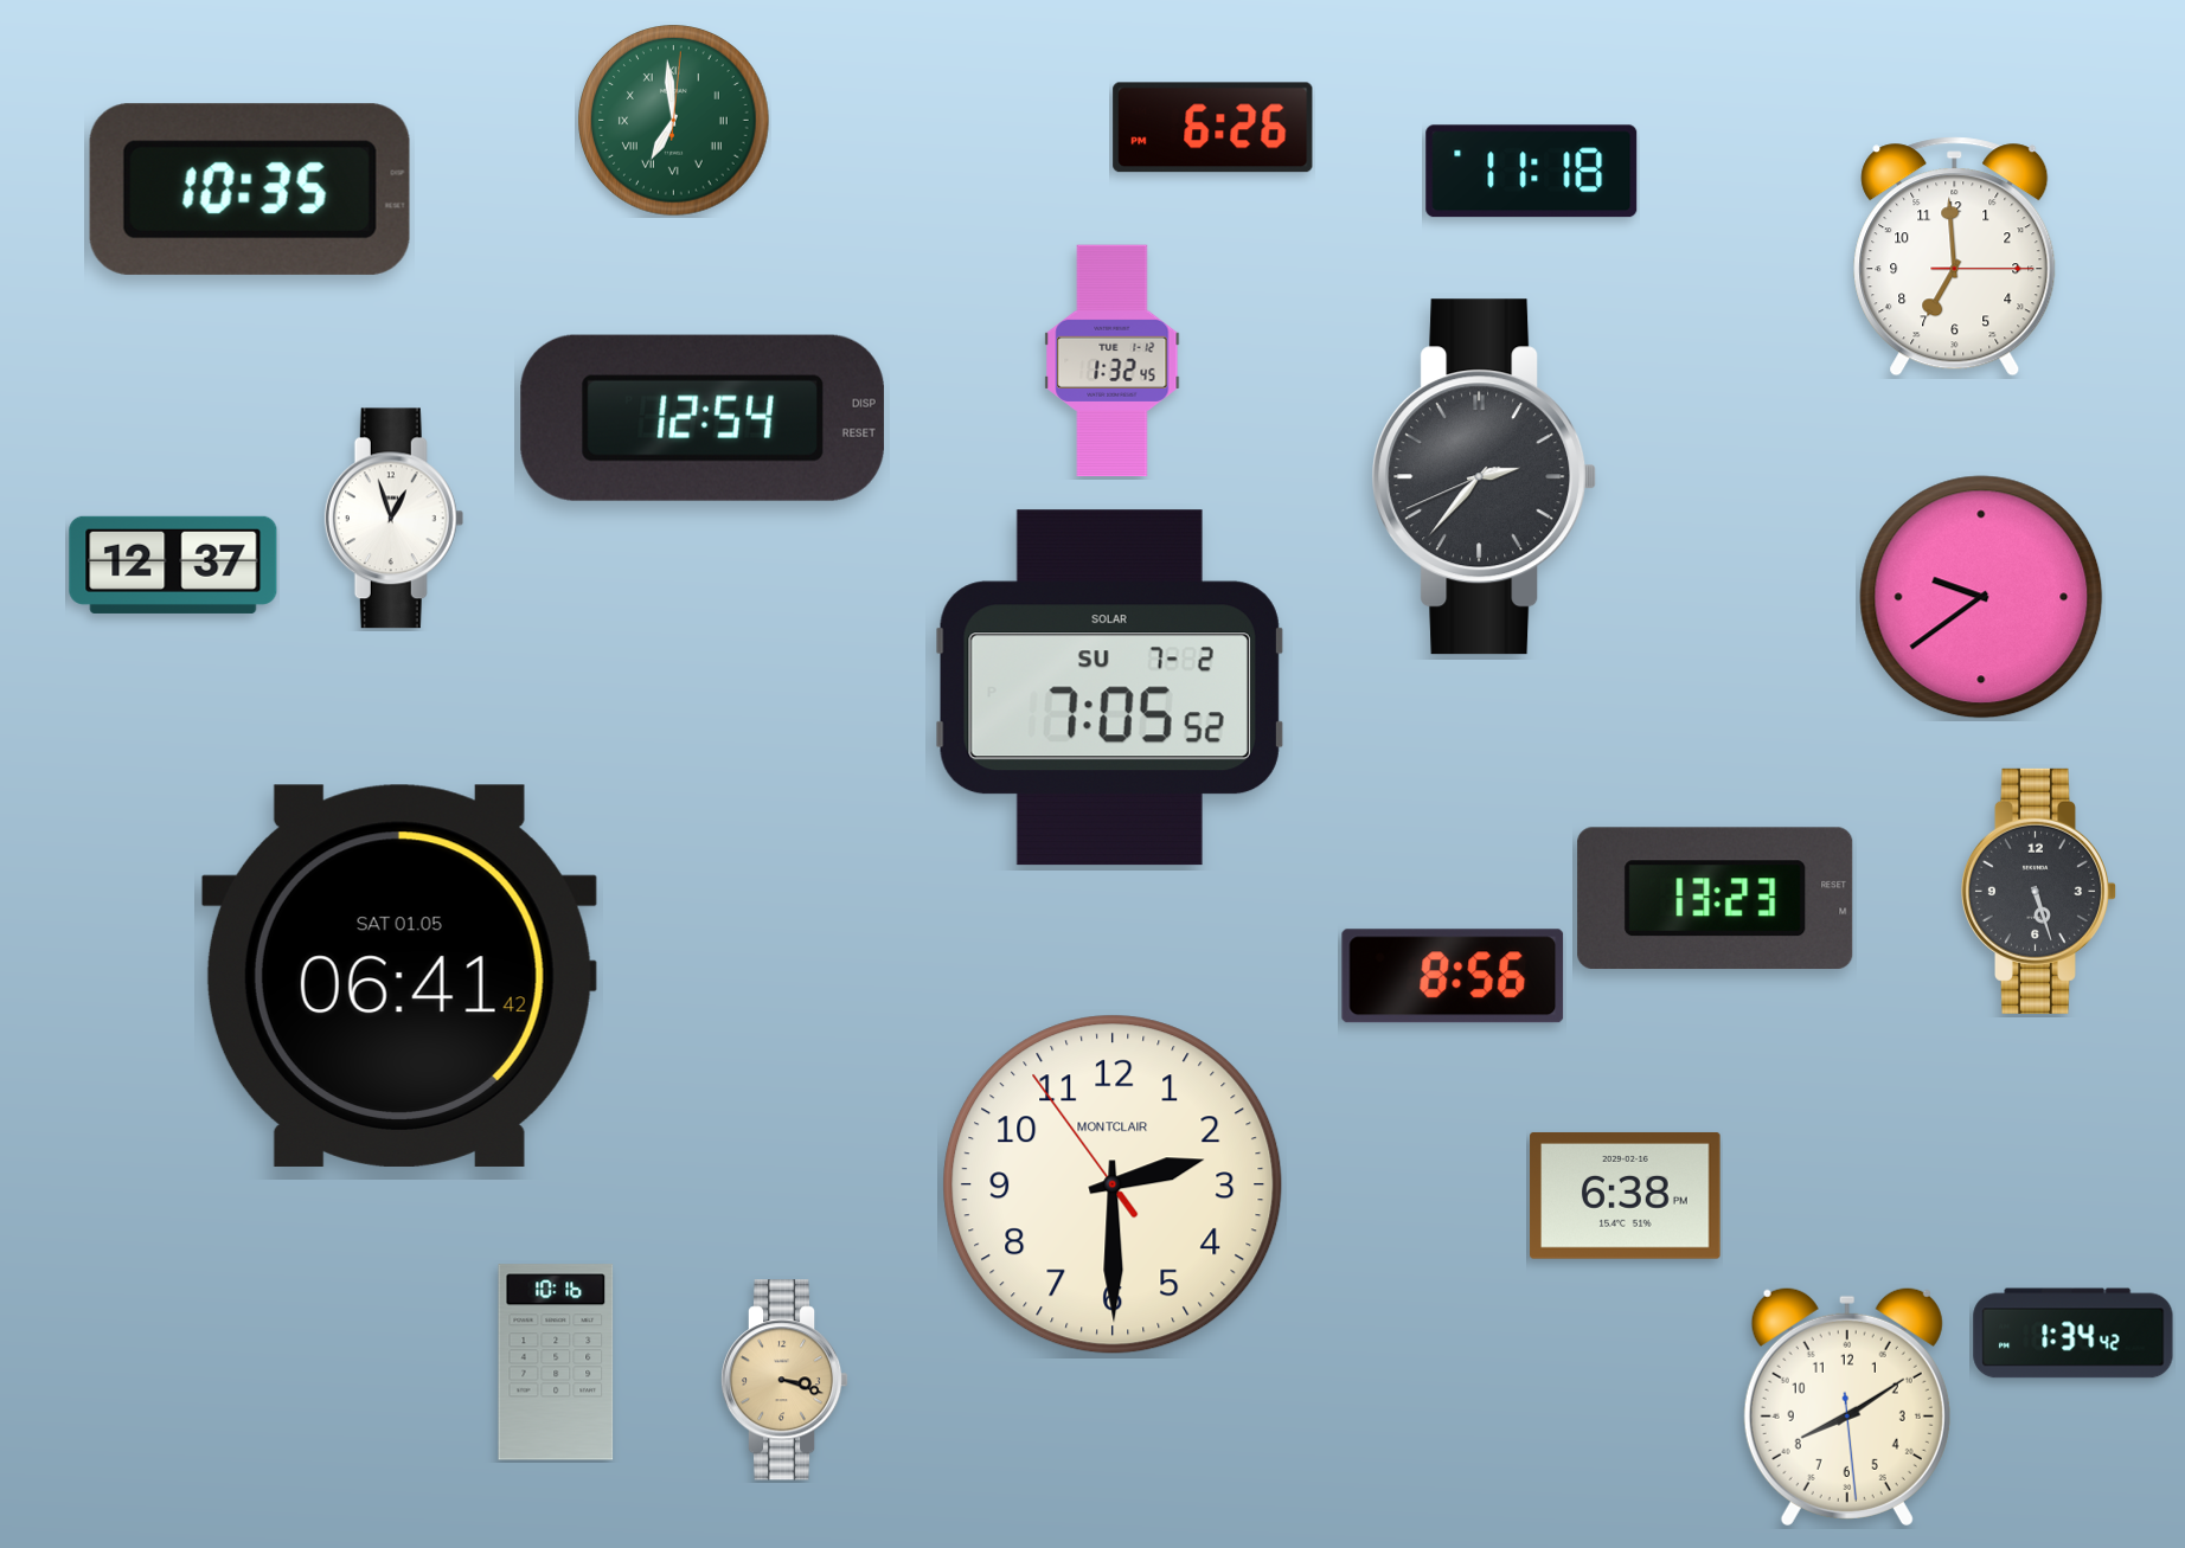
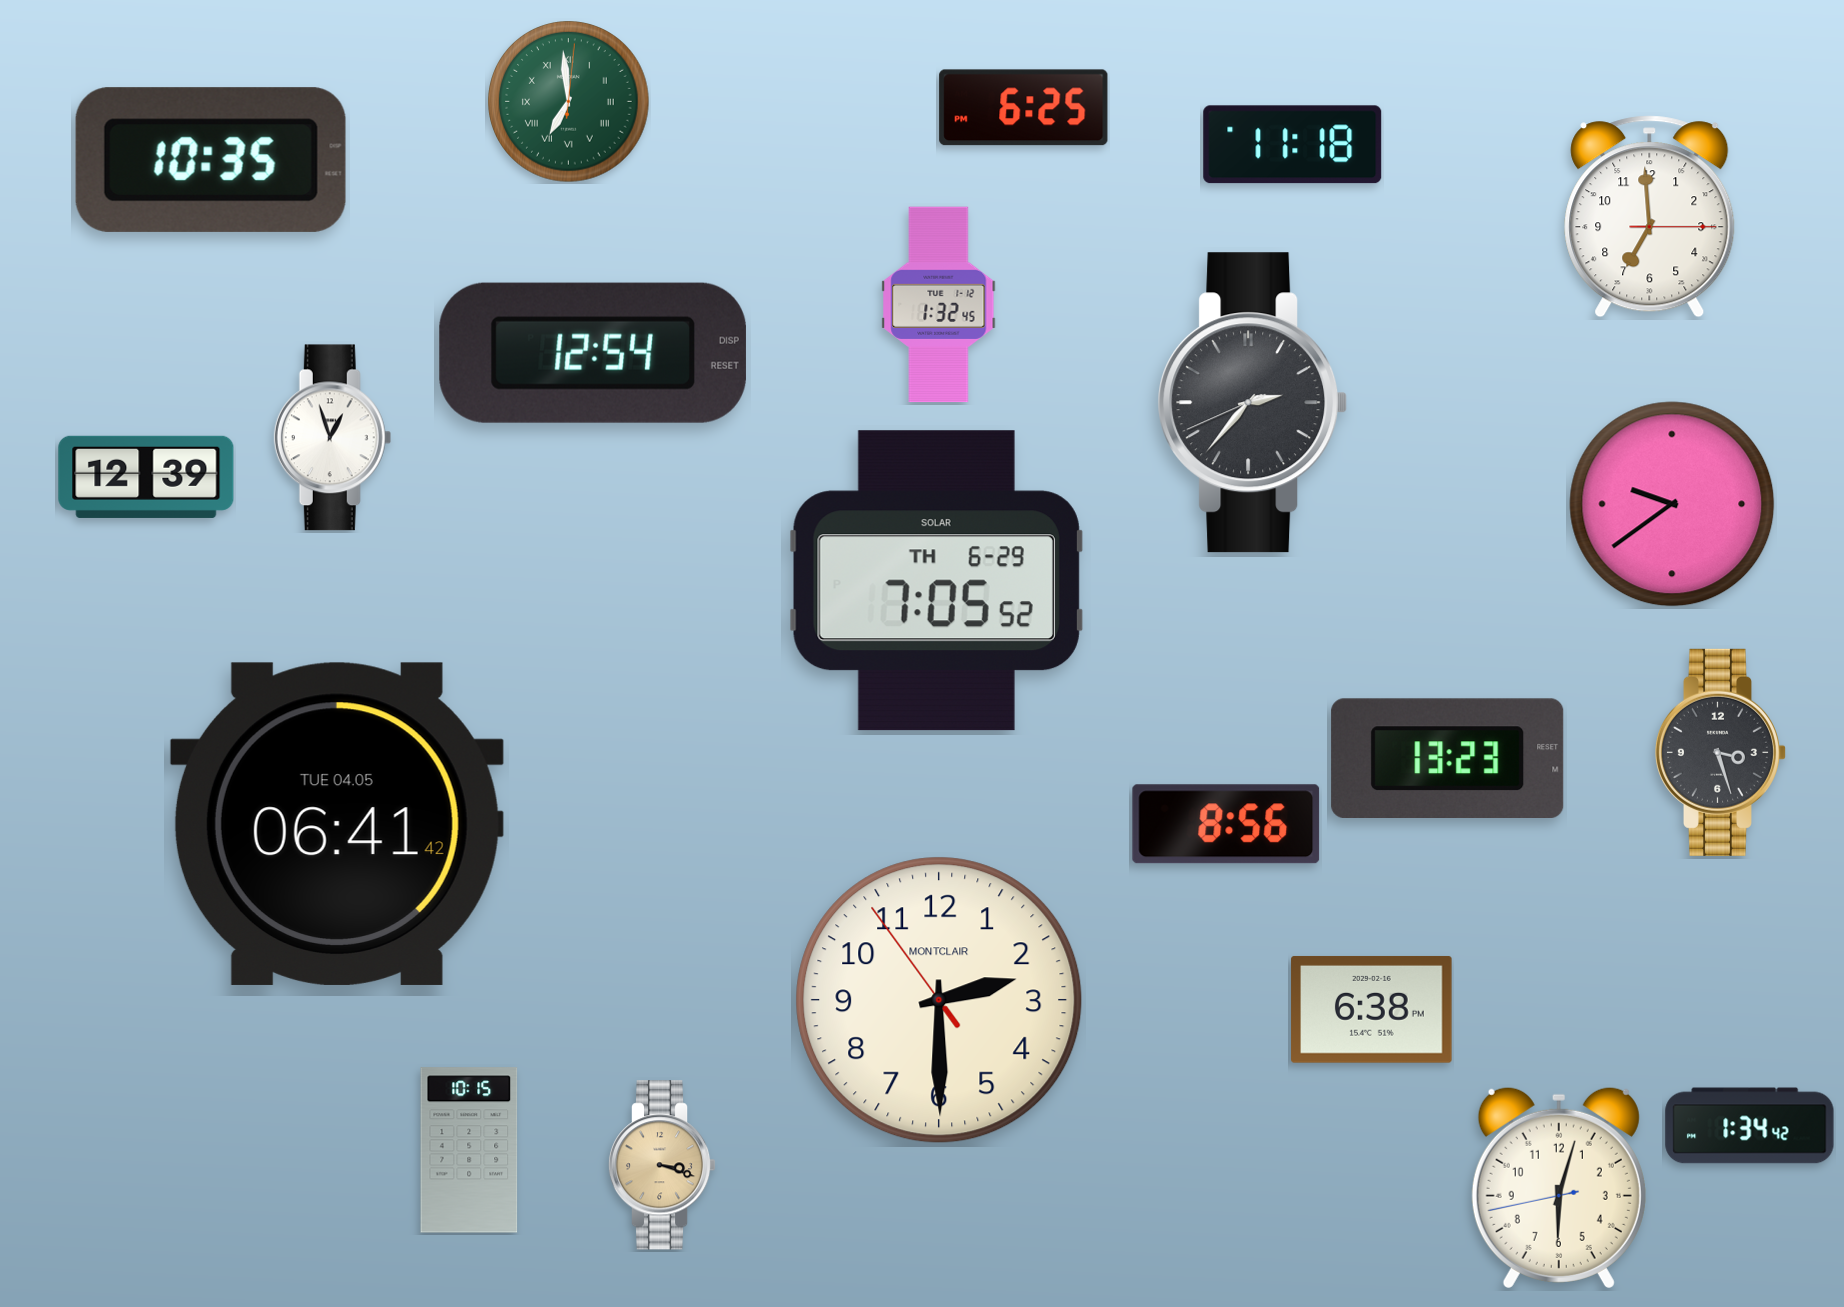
clock at (1213, 128): 6:26 -> 6:25
clock at (173, 565): 12:37 -> 12:39
clock at (1109, 688) date: SU 7-2 -> TH 6-29
clock at (2038, 891): 5:27 -> 3:27
clock at (399, 976) date: SAT 01.05 -> TUE 04.05
clock at (556, 1362): 10:16 -> 10:15
clock at (1847, 1406): 8:09 -> 6:02
